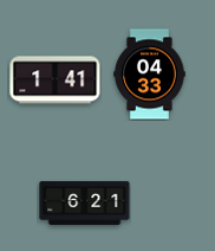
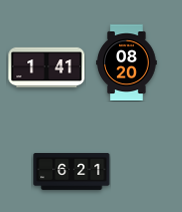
clock at (150, 75): 04:33 -> 08:20
